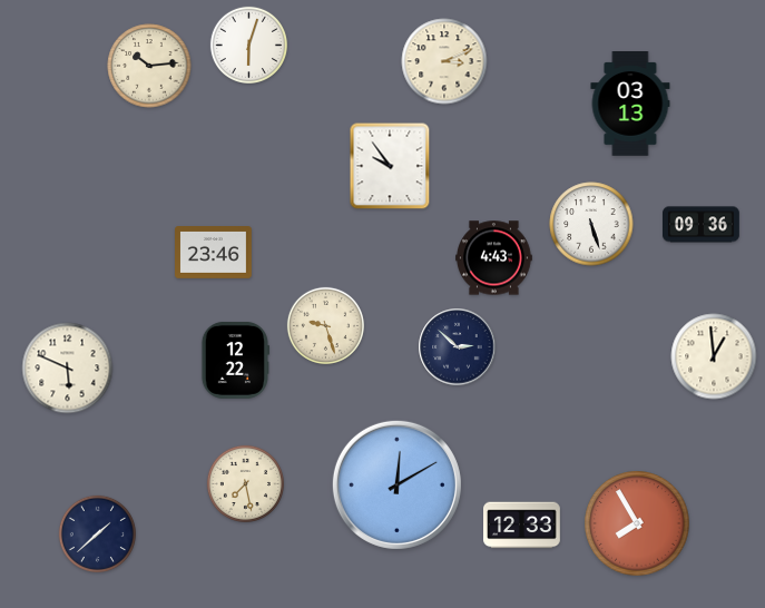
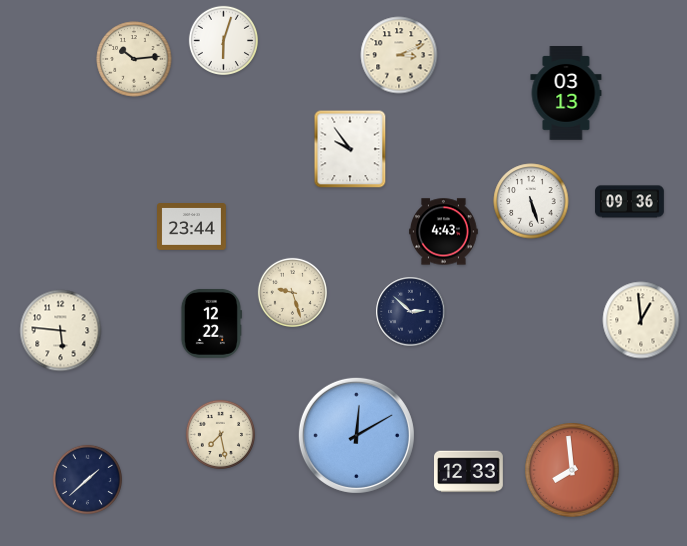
clock at (214, 253): 23:46 -> 23:44
clock at (68, 369): 5:49 -> 5:46
clock at (637, 523): 7:55 -> 7:59
